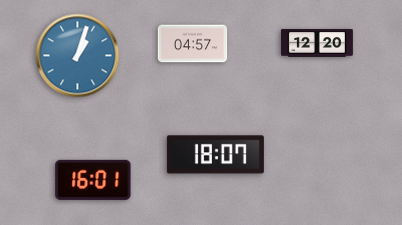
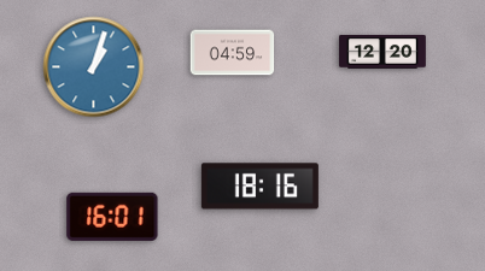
clock at (193, 44): 04:57 -> 04:59
clock at (215, 155): 18:07 -> 18:16
